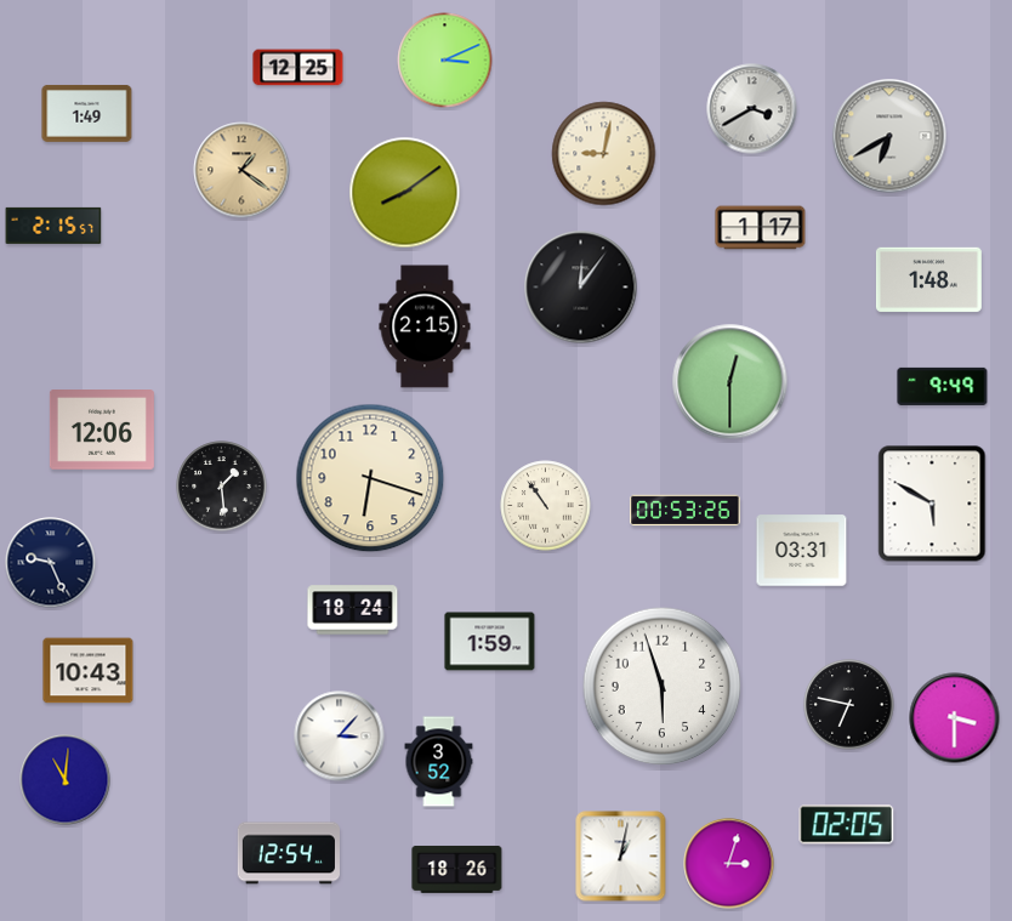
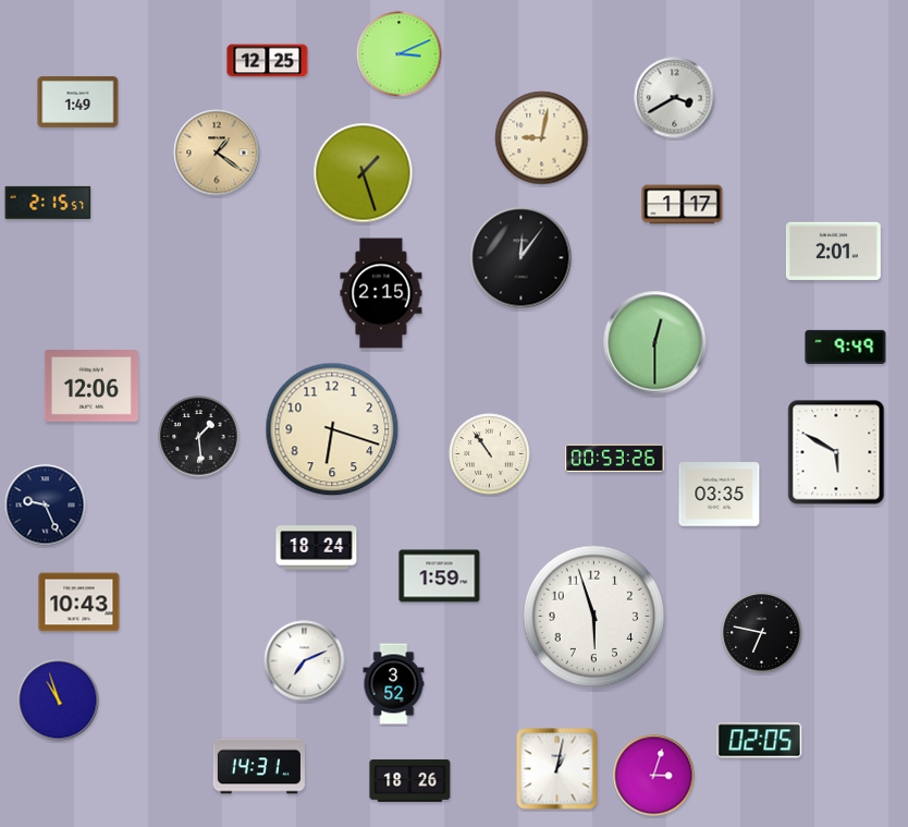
clock at (889, 136): 6:40 -> none
clock at (405, 193): 8:09 -> 1:27
clock at (928, 279): 1:48 -> 2:01
clock at (802, 551): 03:31 -> 03:35
clock at (955, 718): 3:30 -> none
clock at (340, 737): 3:07 -> 7:11
clock at (66, 780): 11:01 -> 10:57
clock at (289, 853): 12:54 -> 14:31
